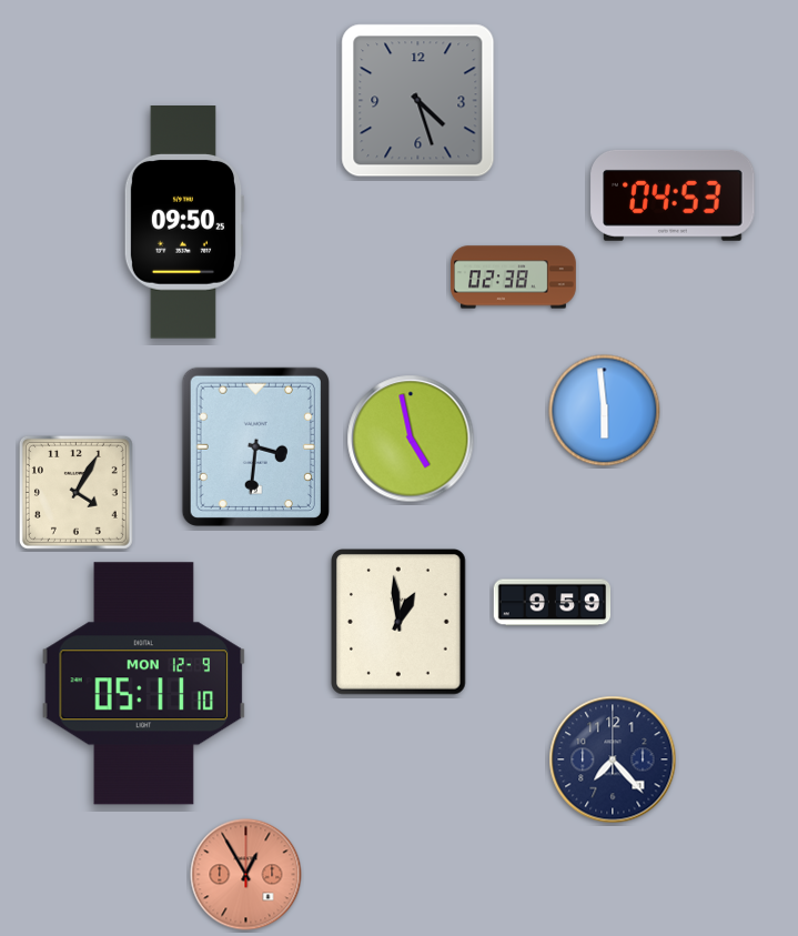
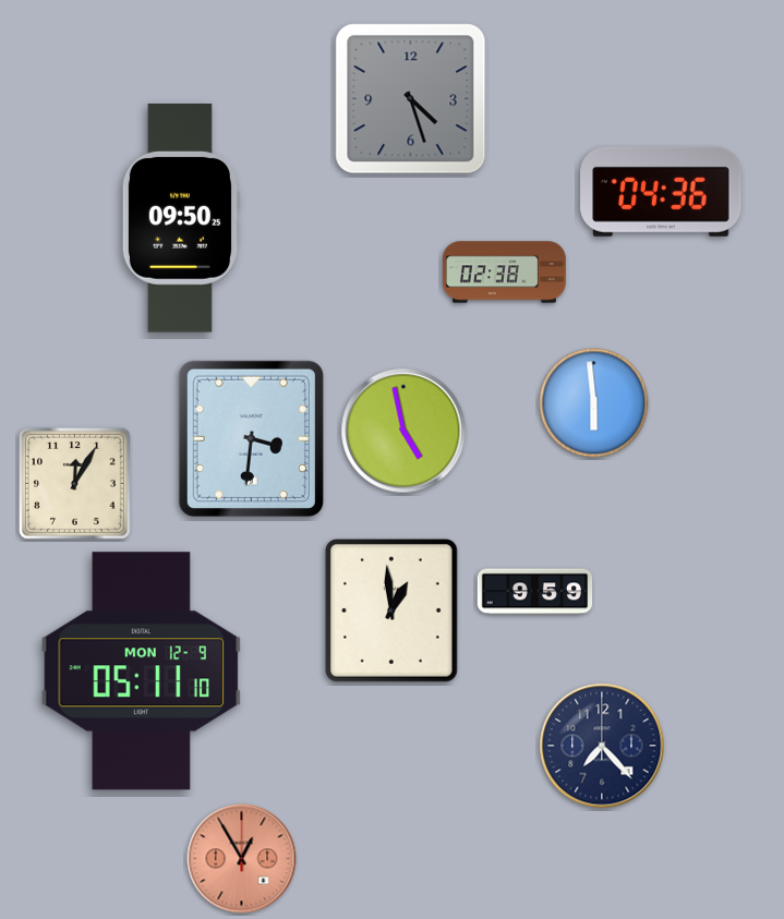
clock at (673, 195): 04:53 -> 04:36
clock at (75, 492): 4:05 -> 12:05
clock at (553, 603) position: (553, 603) -> (535, 592)
